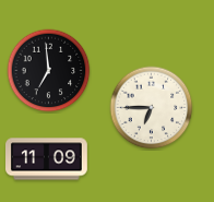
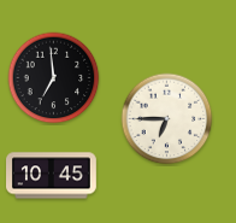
clock at (47, 159): 11:09 -> 10:45
